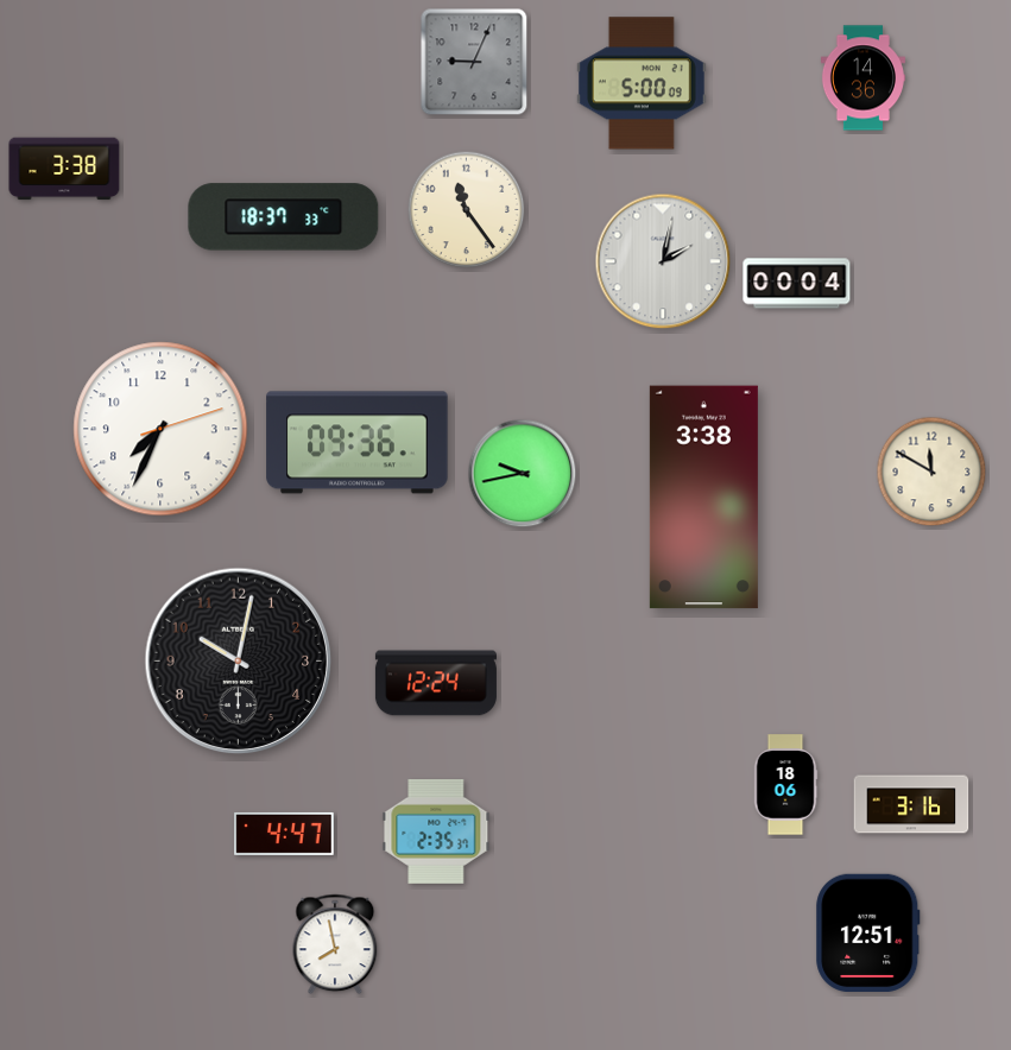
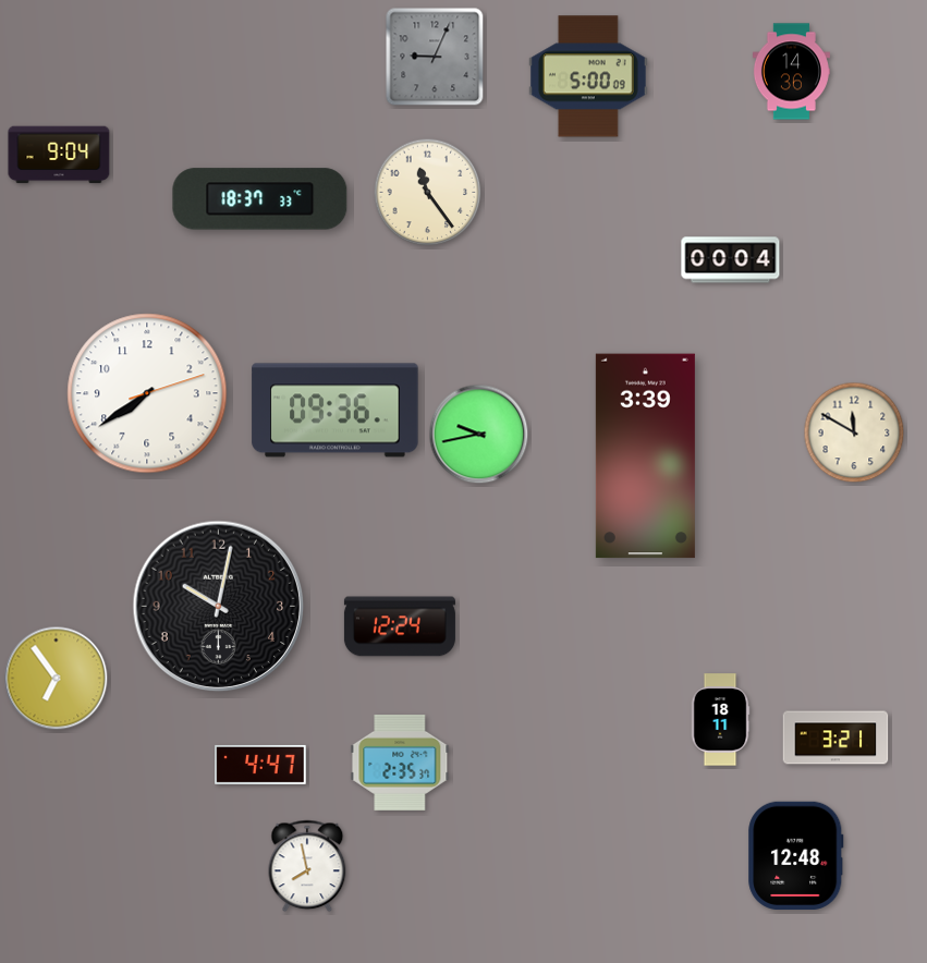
clock at (64, 169): 3:38 -> 9:04
clock at (663, 261): 2:02 -> none
clock at (160, 429): 7:34 -> 7:39
clock at (358, 443) position: (358, 443) -> (336, 411)
clock at (703, 498): 3:38 -> 3:39
clock at (57, 679): none -> 6:54
clock at (785, 785): 18:06 -> 18:11
clock at (911, 804): 3:16 -> 3:21
clock at (868, 932): 12:51 -> 12:48
